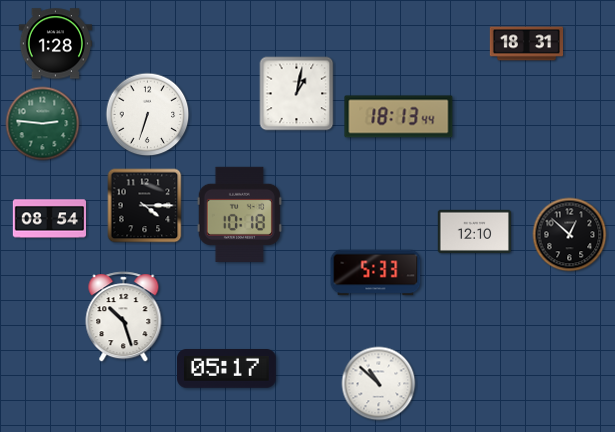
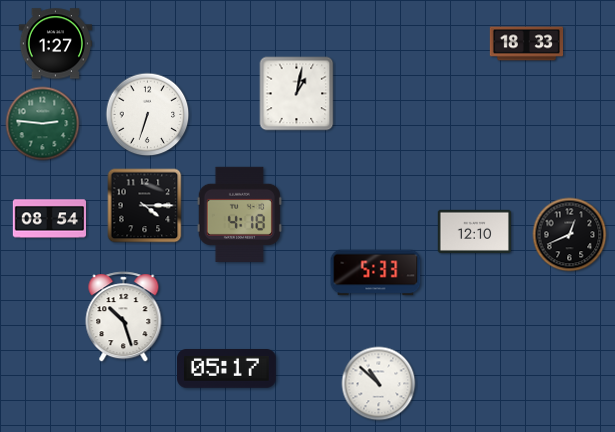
clock at (55, 44): 1:28 -> 1:27
clock at (527, 44): 18:31 -> 18:33
clock at (399, 117): 18:13 -> none
clock at (239, 214): 10:18 -> 4:18
clock at (570, 235): 12:52 -> 12:41
